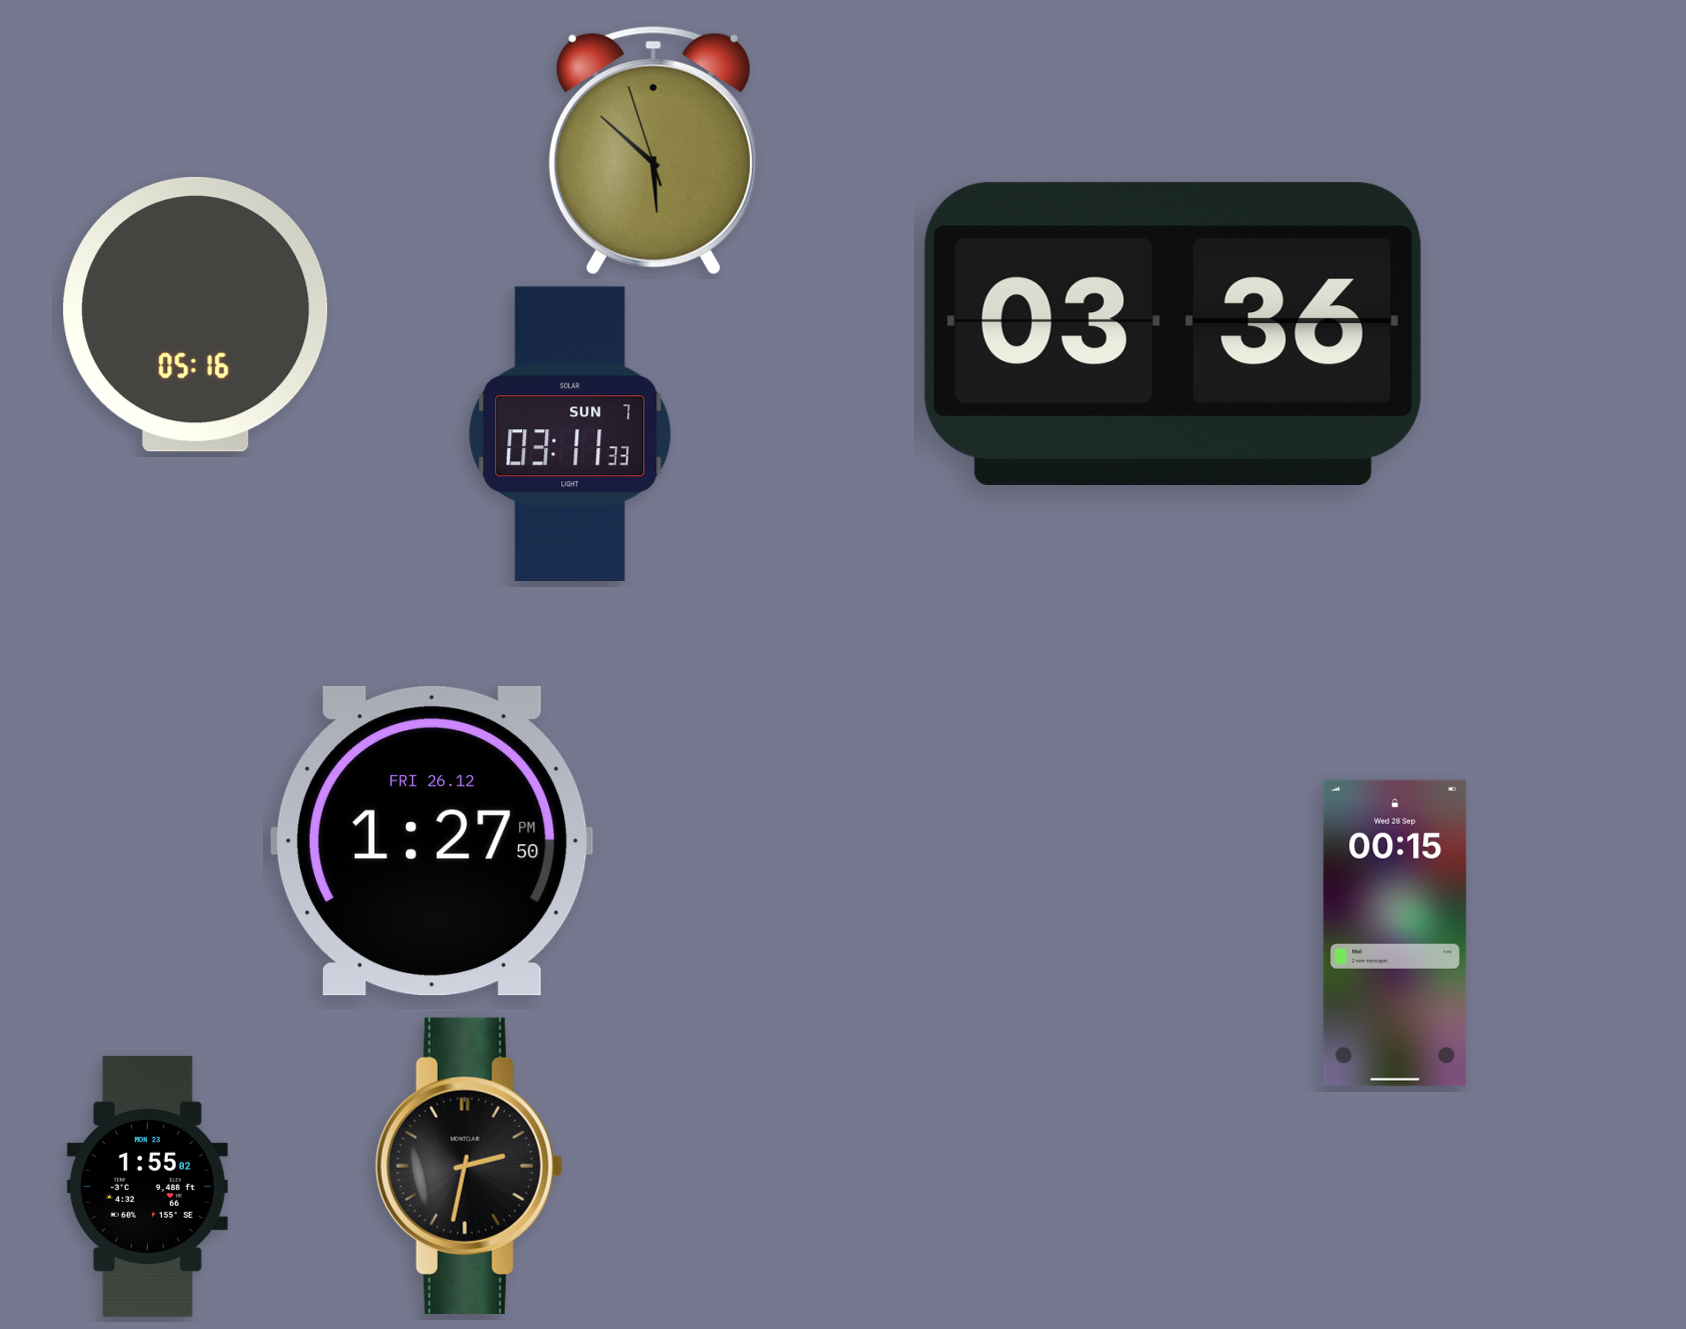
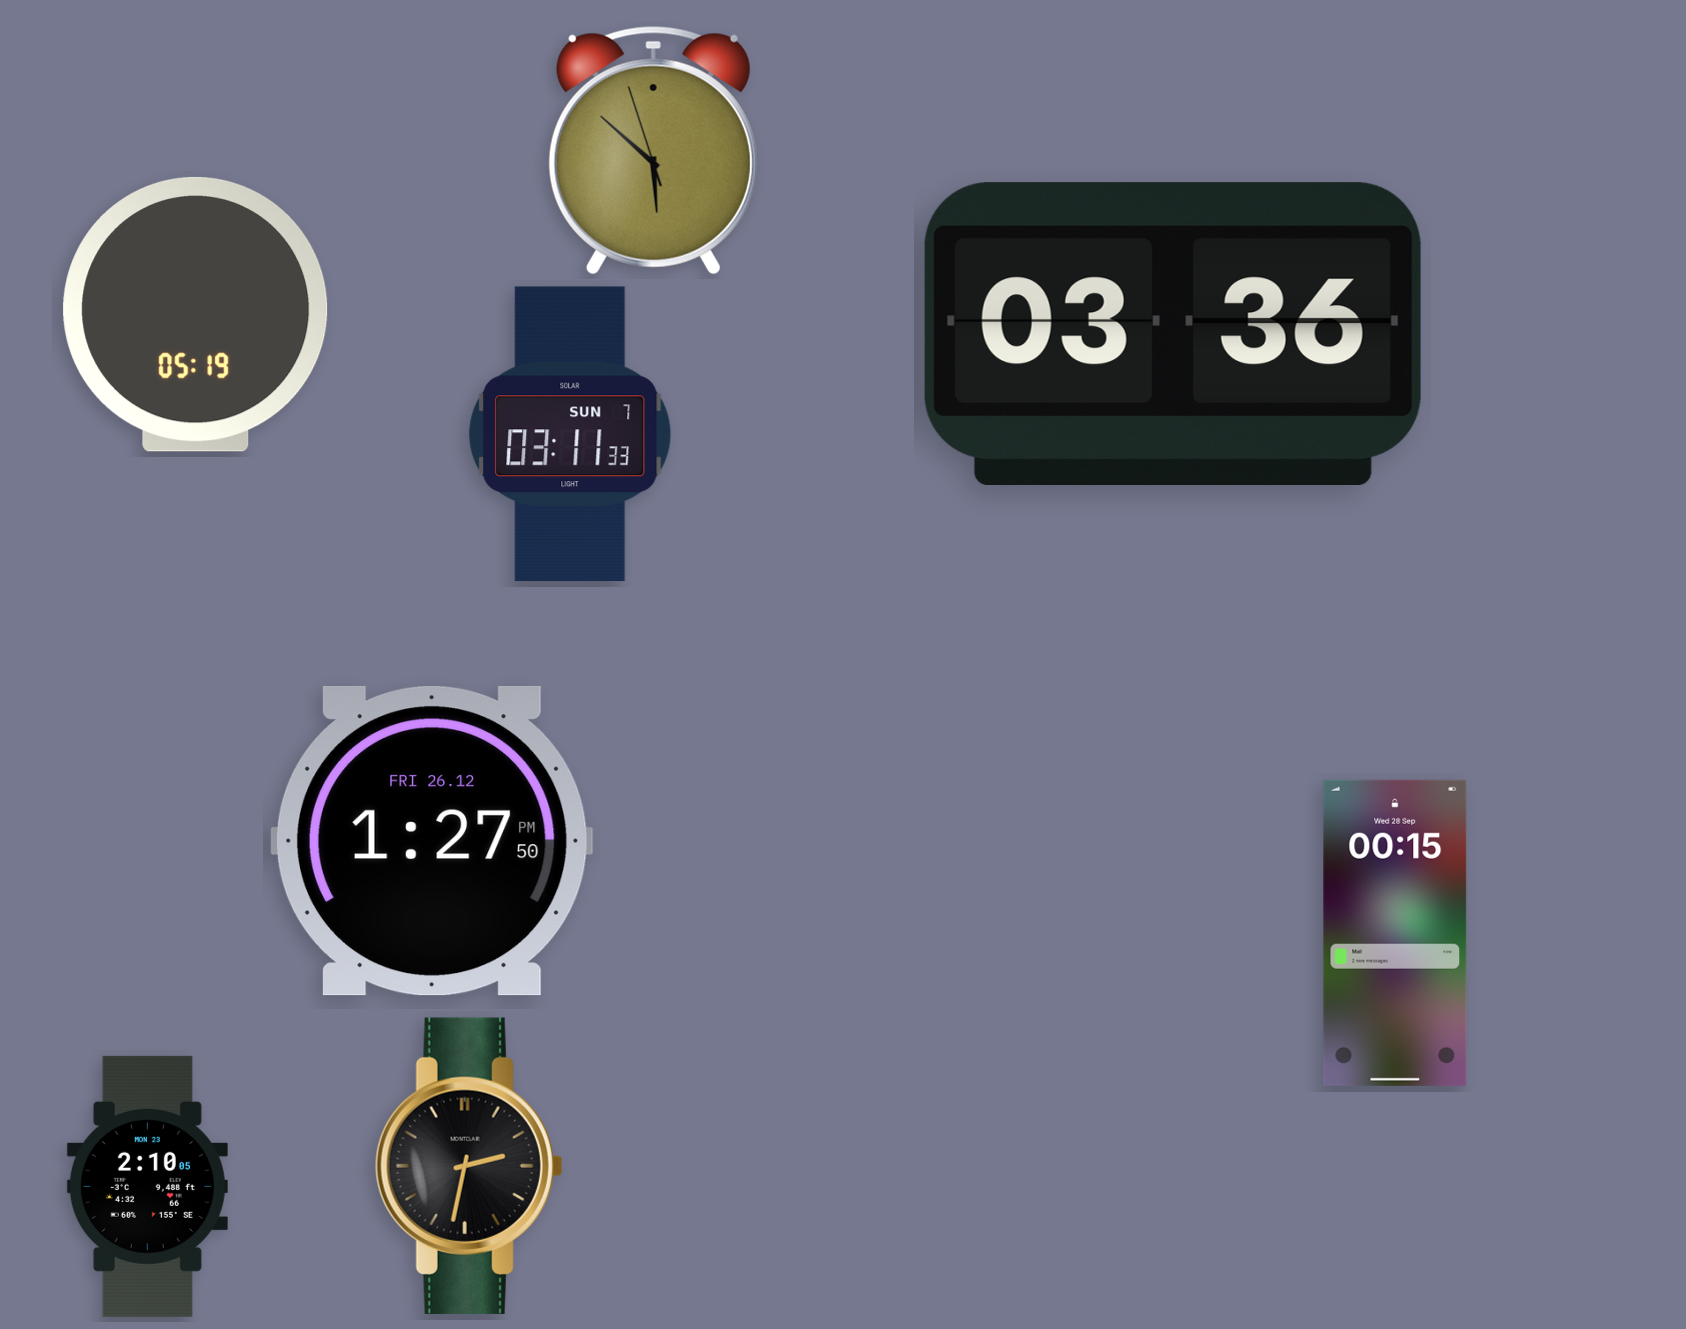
clock at (196, 314): 05:16 -> 05:19
clock at (147, 1186): 1:55 -> 2:10
